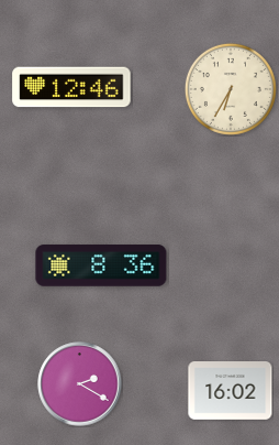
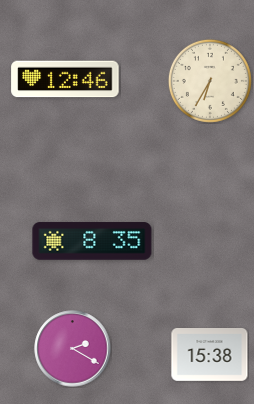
clock at (101, 265): 8:36 -> 8:35
clock at (231, 391): 16:02 -> 15:38
